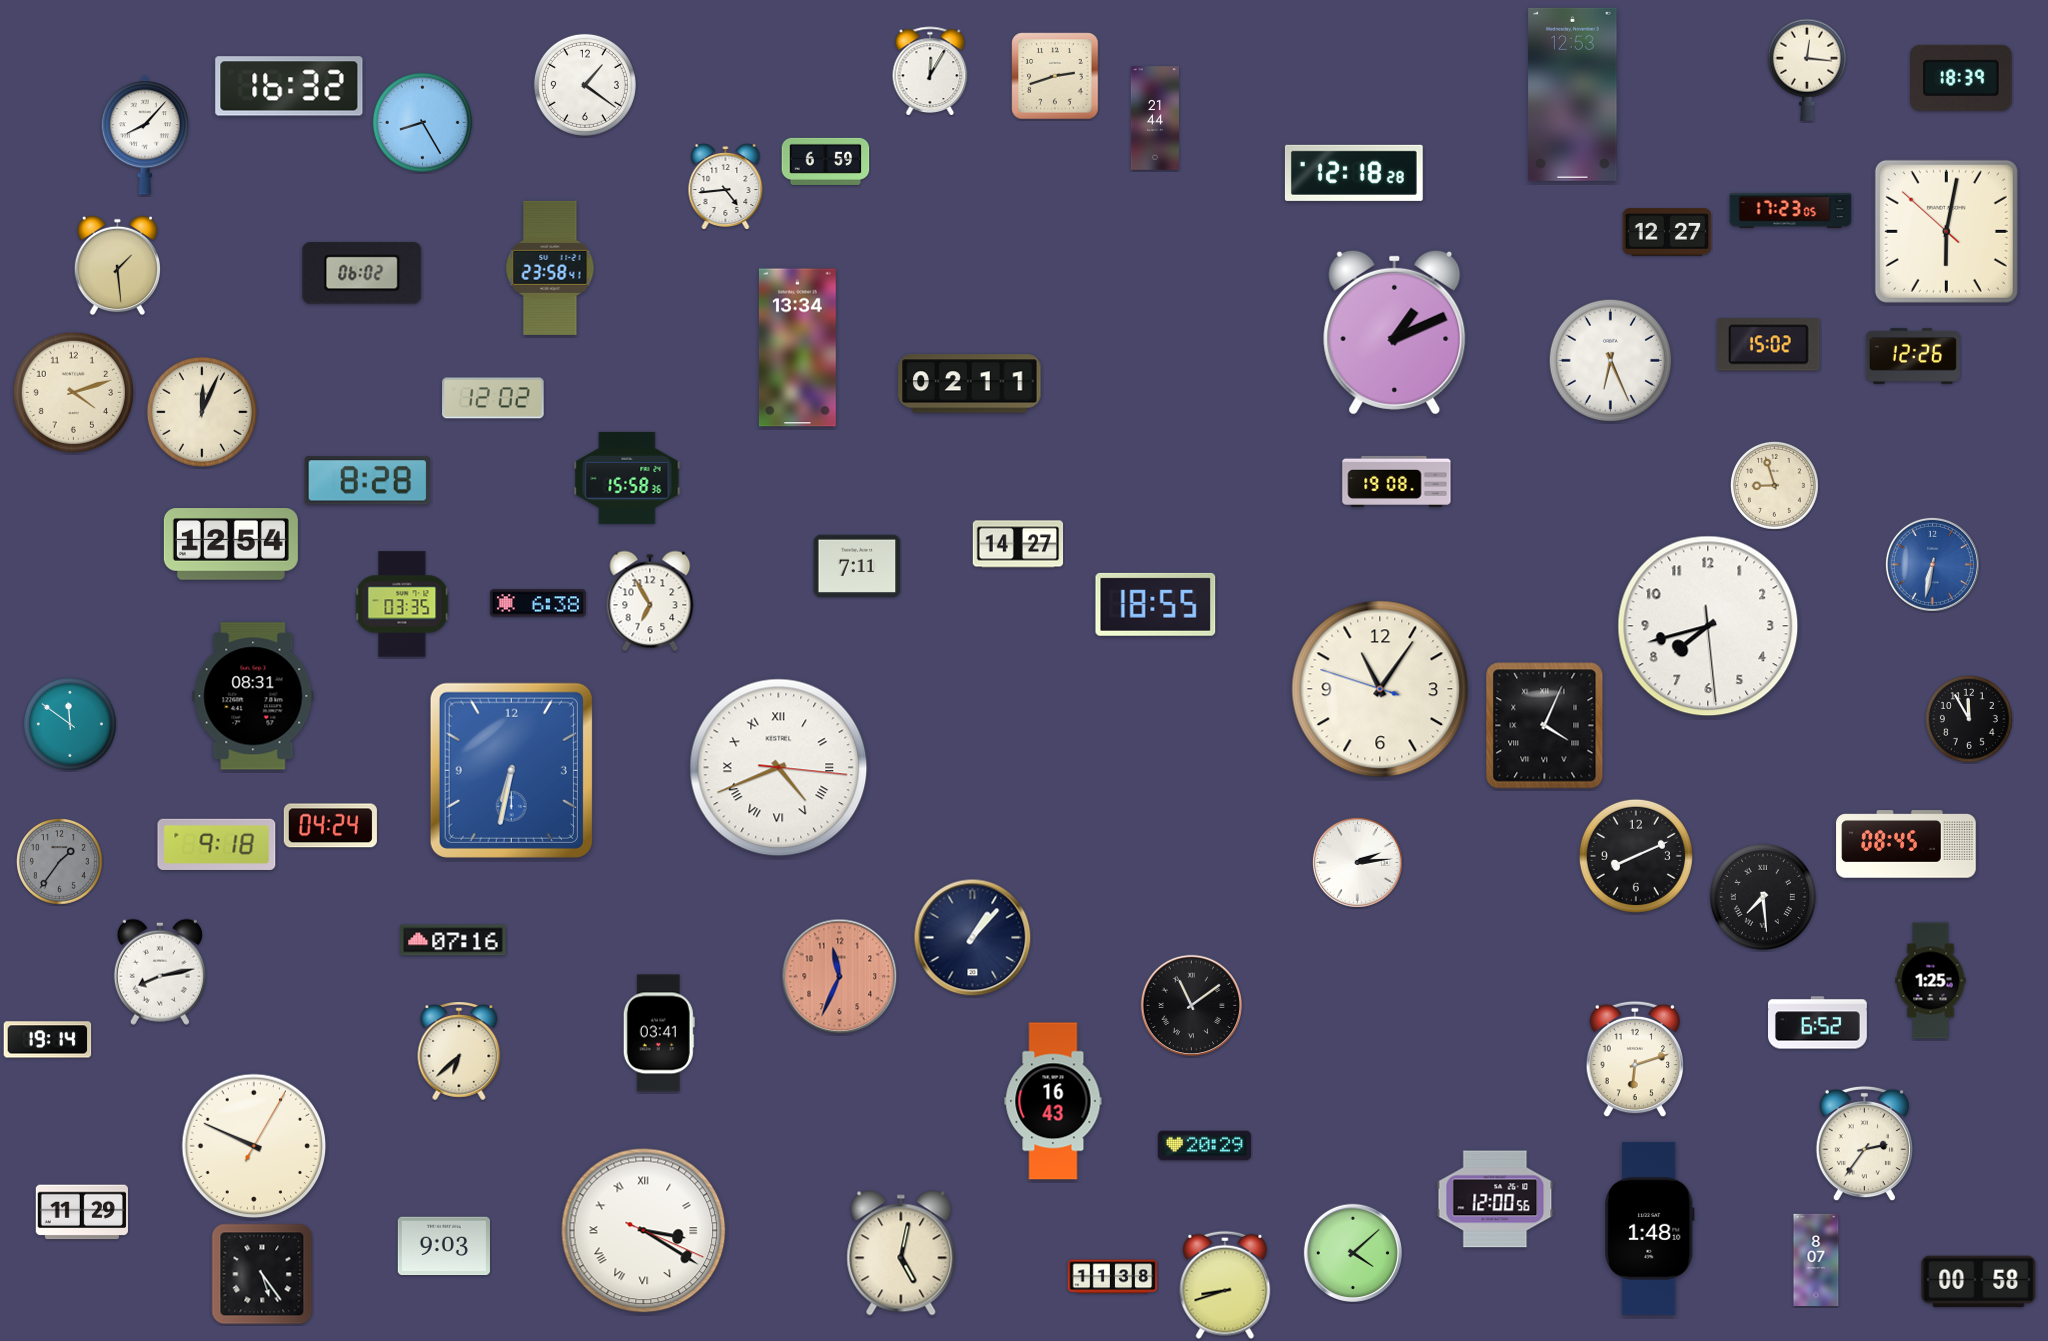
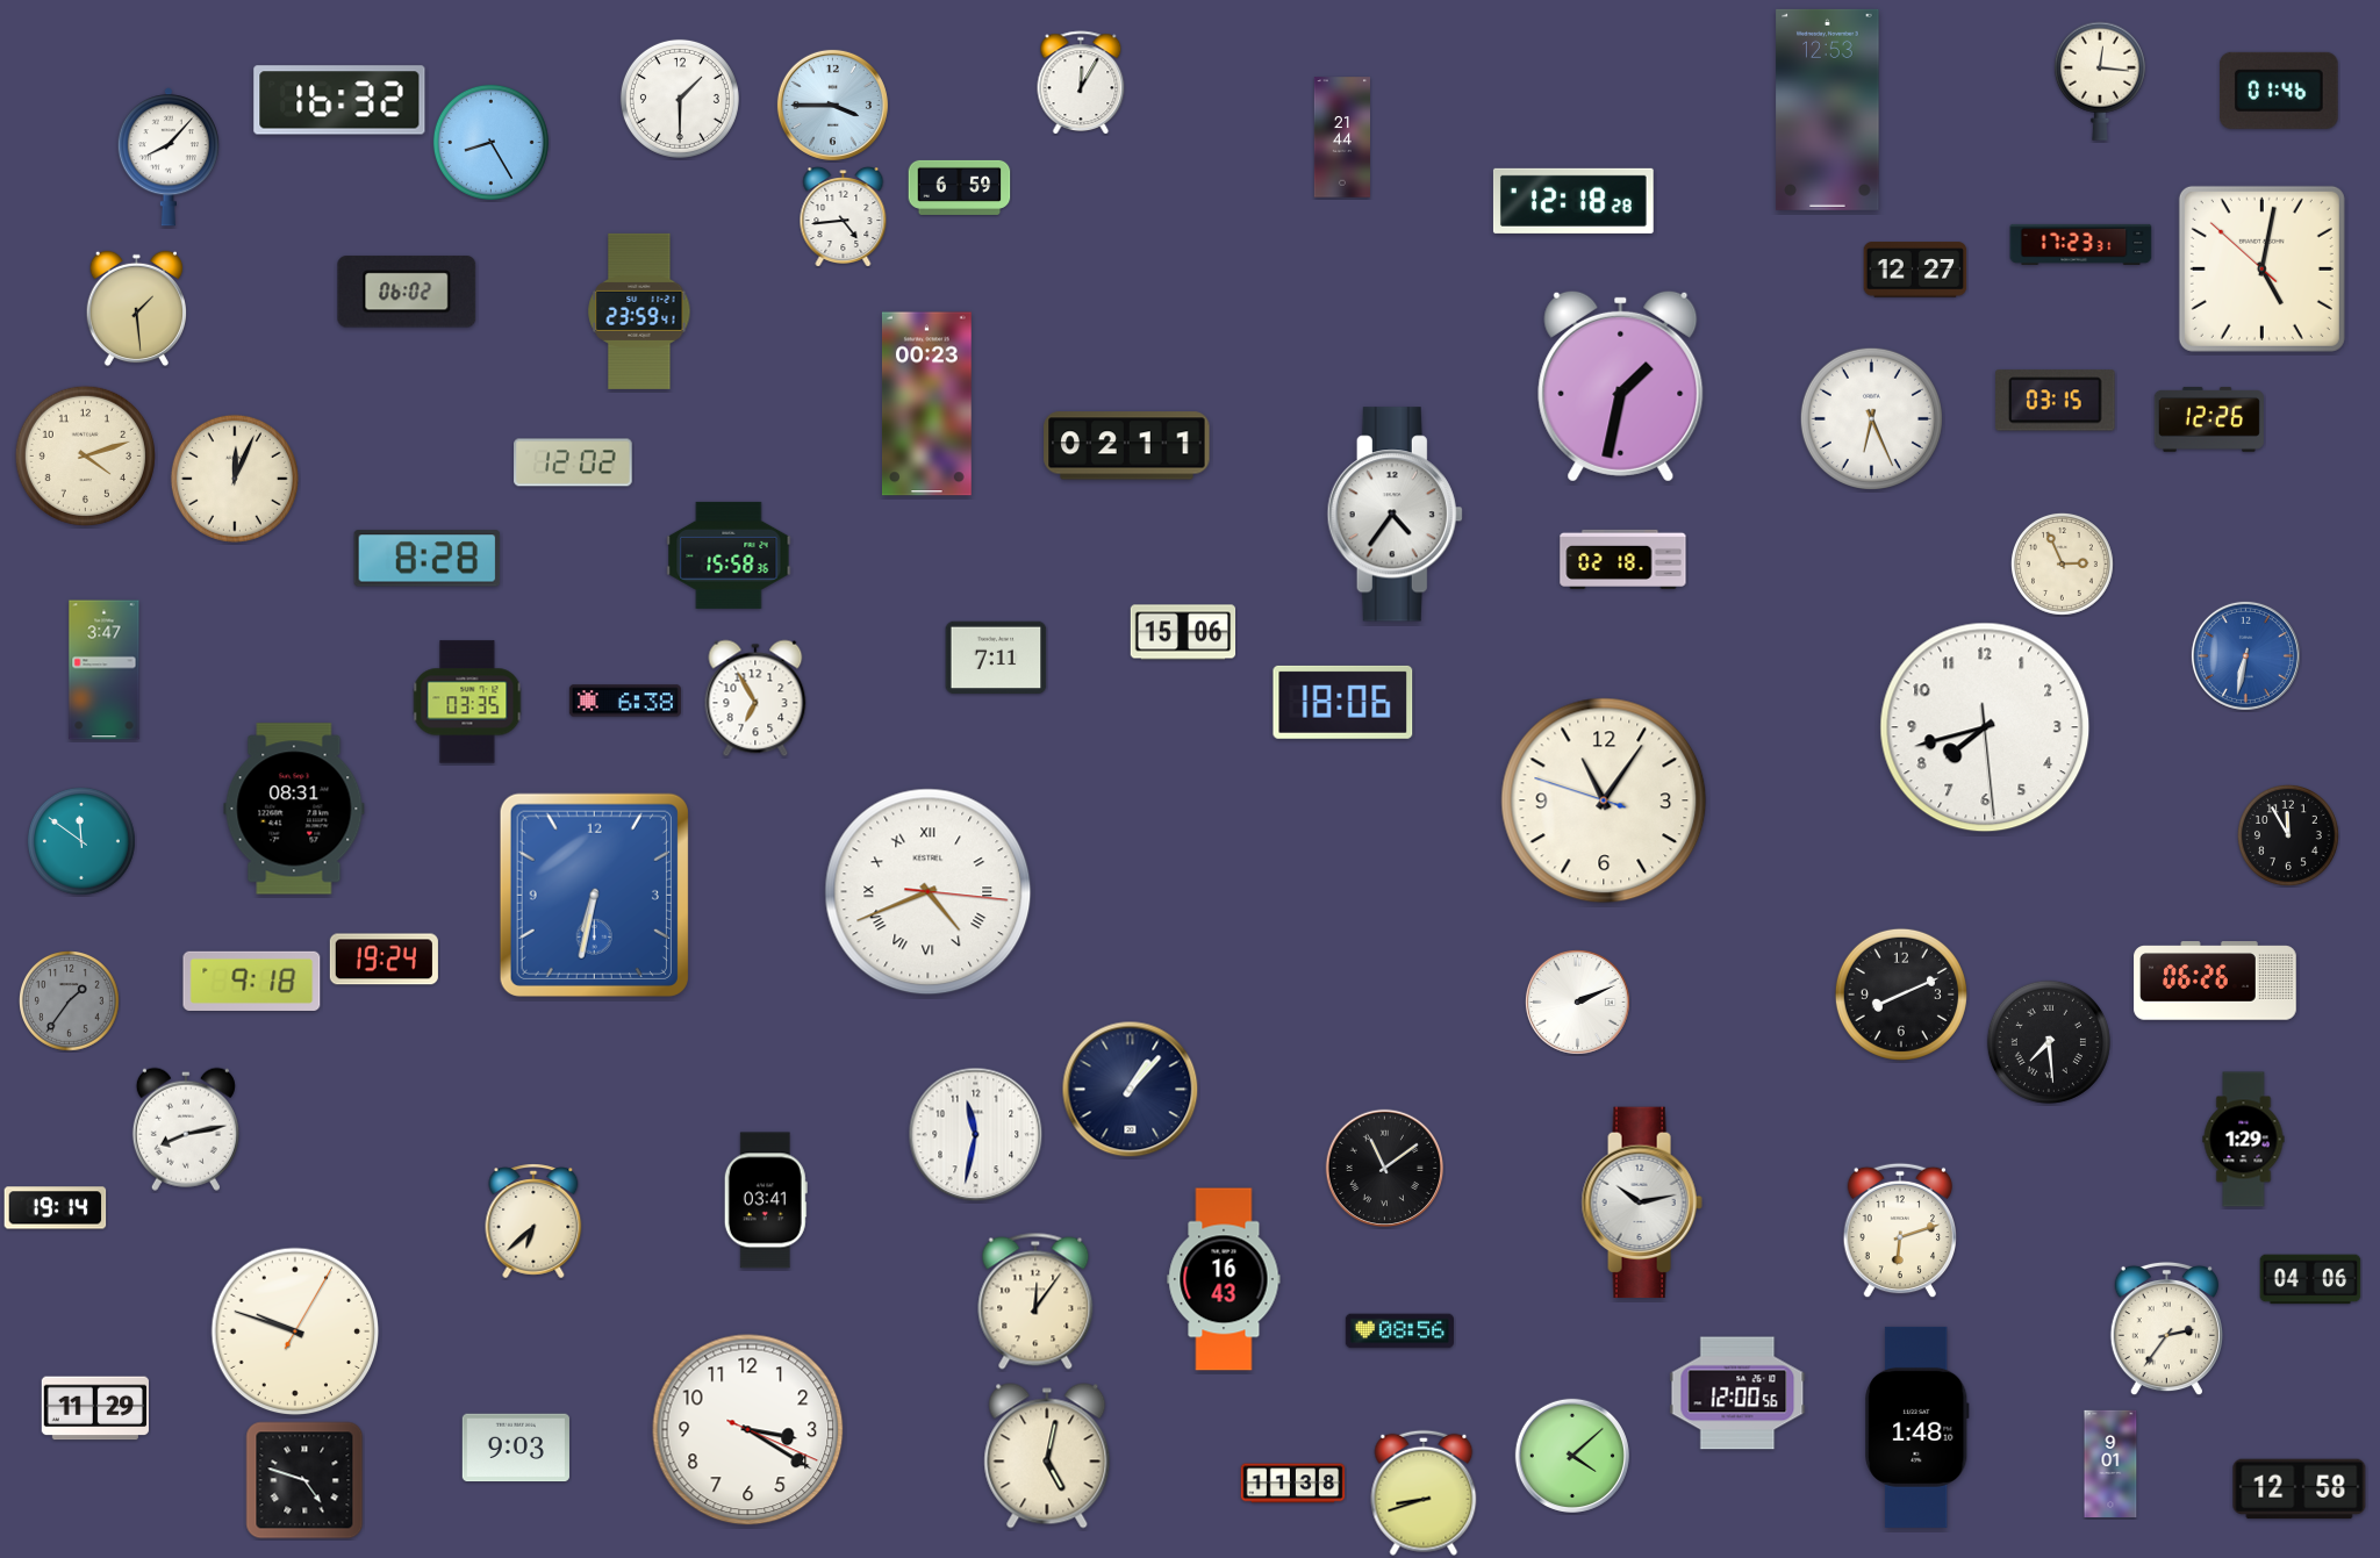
clock at (1055, 76): 2:42 -> none
clock at (1962, 78): 18:39 -> 01:46
clock at (585, 85): 1:21 -> 1:30
clock at (289, 86) position: (289, 86) -> (339, 100)
clock at (832, 105): none -> 3:45
clock at (1791, 210): 17:23:05 -> 17:23:31
clock at (1946, 231): 6:01 -> 5:01
clock at (1667, 232) position: (1667, 232) -> (1915, 270)
clock at (550, 268): 23:58 -> 23:59
clock at (362, 273) position: (362, 273) -> (407, 292)
clock at (1395, 332): 1:11 -> 1:32
clock at (1769, 345): 15:02 -> 03:15
clock at (797, 348): 13:34 -> 00:23
clock at (1913, 356) position: (1913, 356) -> (2209, 419)
clock at (1395, 515): none -> 4:36
clock at (1397, 481): 19:08 -> 02:18
clock at (1774, 485): 8:57 -> 2:56
clock at (231, 544): 12:54 -> none
clock at (1018, 544): 14:27 -> 15:06
clock at (105, 670): none -> 3:47
clock at (1156, 604): 18:55 -> 18:06
clock at (1545, 726): 4:04 -> none
clock at (779, 768) position: (779, 768) -> (929, 892)
clock at (330, 826): 04:24 -> 19:24
clock at (1906, 844): 08:45 -> 06:26
clock at (1357, 862): 2:14 -> 2:11
clock at (453, 940): 07:16 -> none
clock at (840, 977): 11:34 -> 11:32
clock at (840, 977) dial: salmon -> white
clock at (1931, 981): 1:25 -> 1:29
clock at (1818, 1023): 6:52 -> none
clock at (1642, 1202): none -> 10:13
clock at (2310, 1279): none -> 04:06
clock at (1035, 1301): none -> 12:06
clock at (254, 1146): 9:49 -> 9:48
clock at (1204, 1146): 20:29 -> 08:56
clock at (644, 1231) numerals: Roman -> Arabic
clock at (1816, 1259): 8:07 -> 9:01
clock at (262, 1274): 5:24 -> 4:48
clock at (1979, 1282): 00:58 -> 12:58
